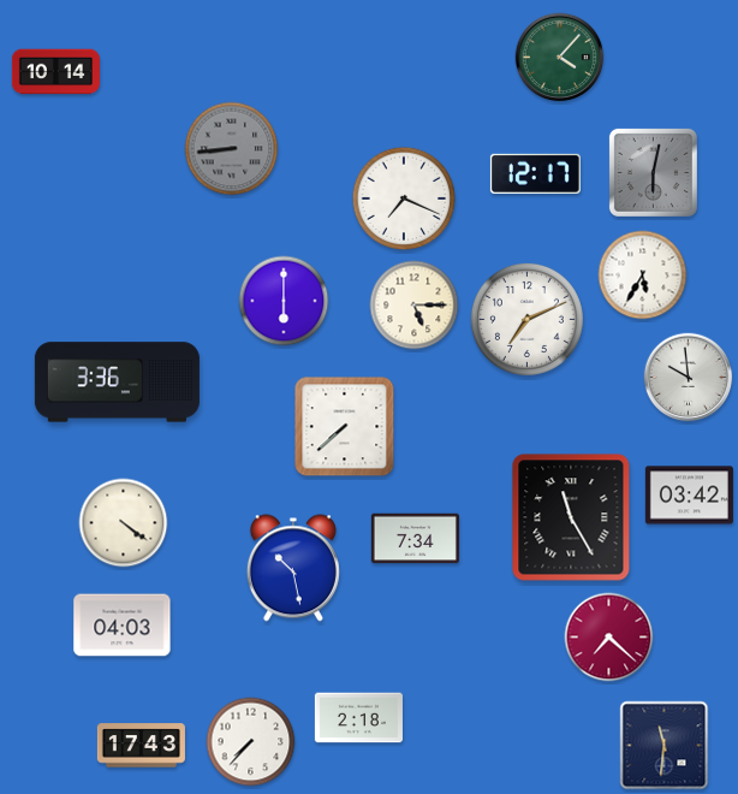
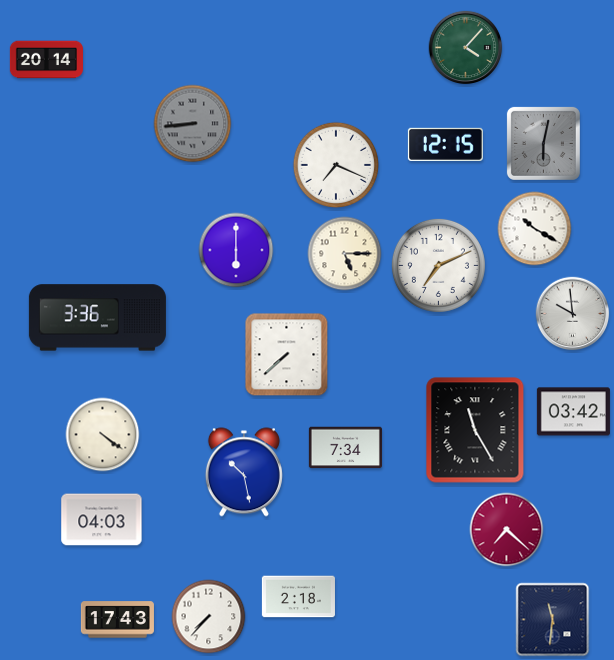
clock at (55, 72): 10:14 -> 20:14
clock at (535, 173): 12:17 -> 12:15
clock at (643, 275): 5:35 -> 10:20
